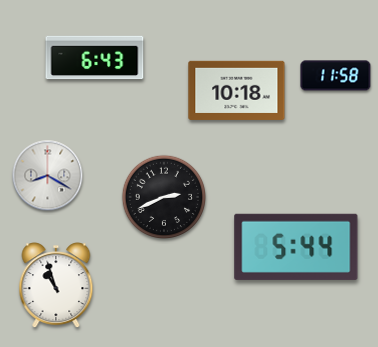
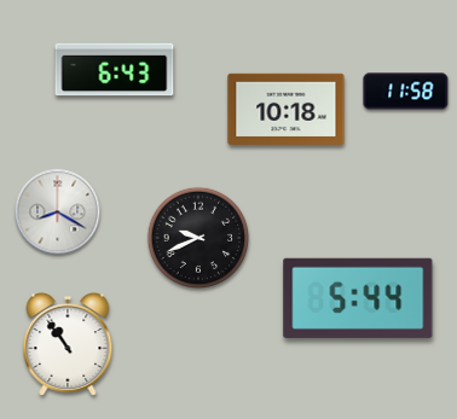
clock at (163, 196): 2:41 -> 9:41
clock at (56, 286): 10:57 -> 10:54
